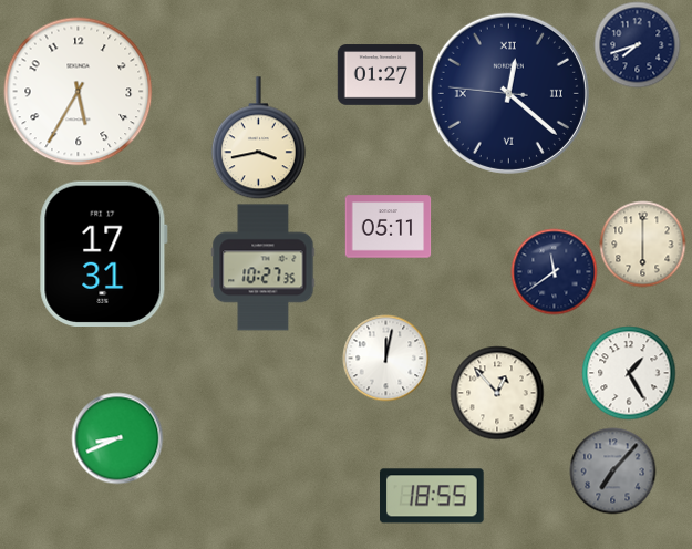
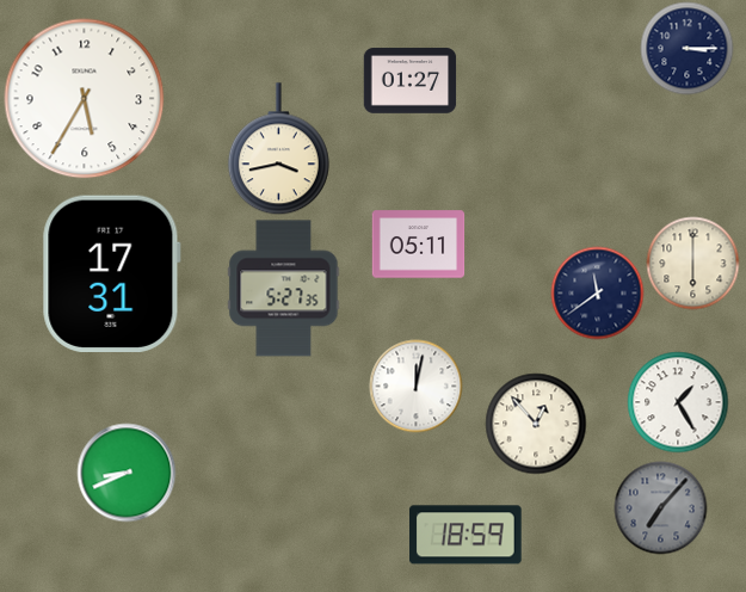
clock at (637, 44): 7:42 -> 3:15
clock at (508, 93): 12:21 -> none
clock at (264, 268): 10:27 -> 5:27
clock at (433, 496): 18:55 -> 18:59
